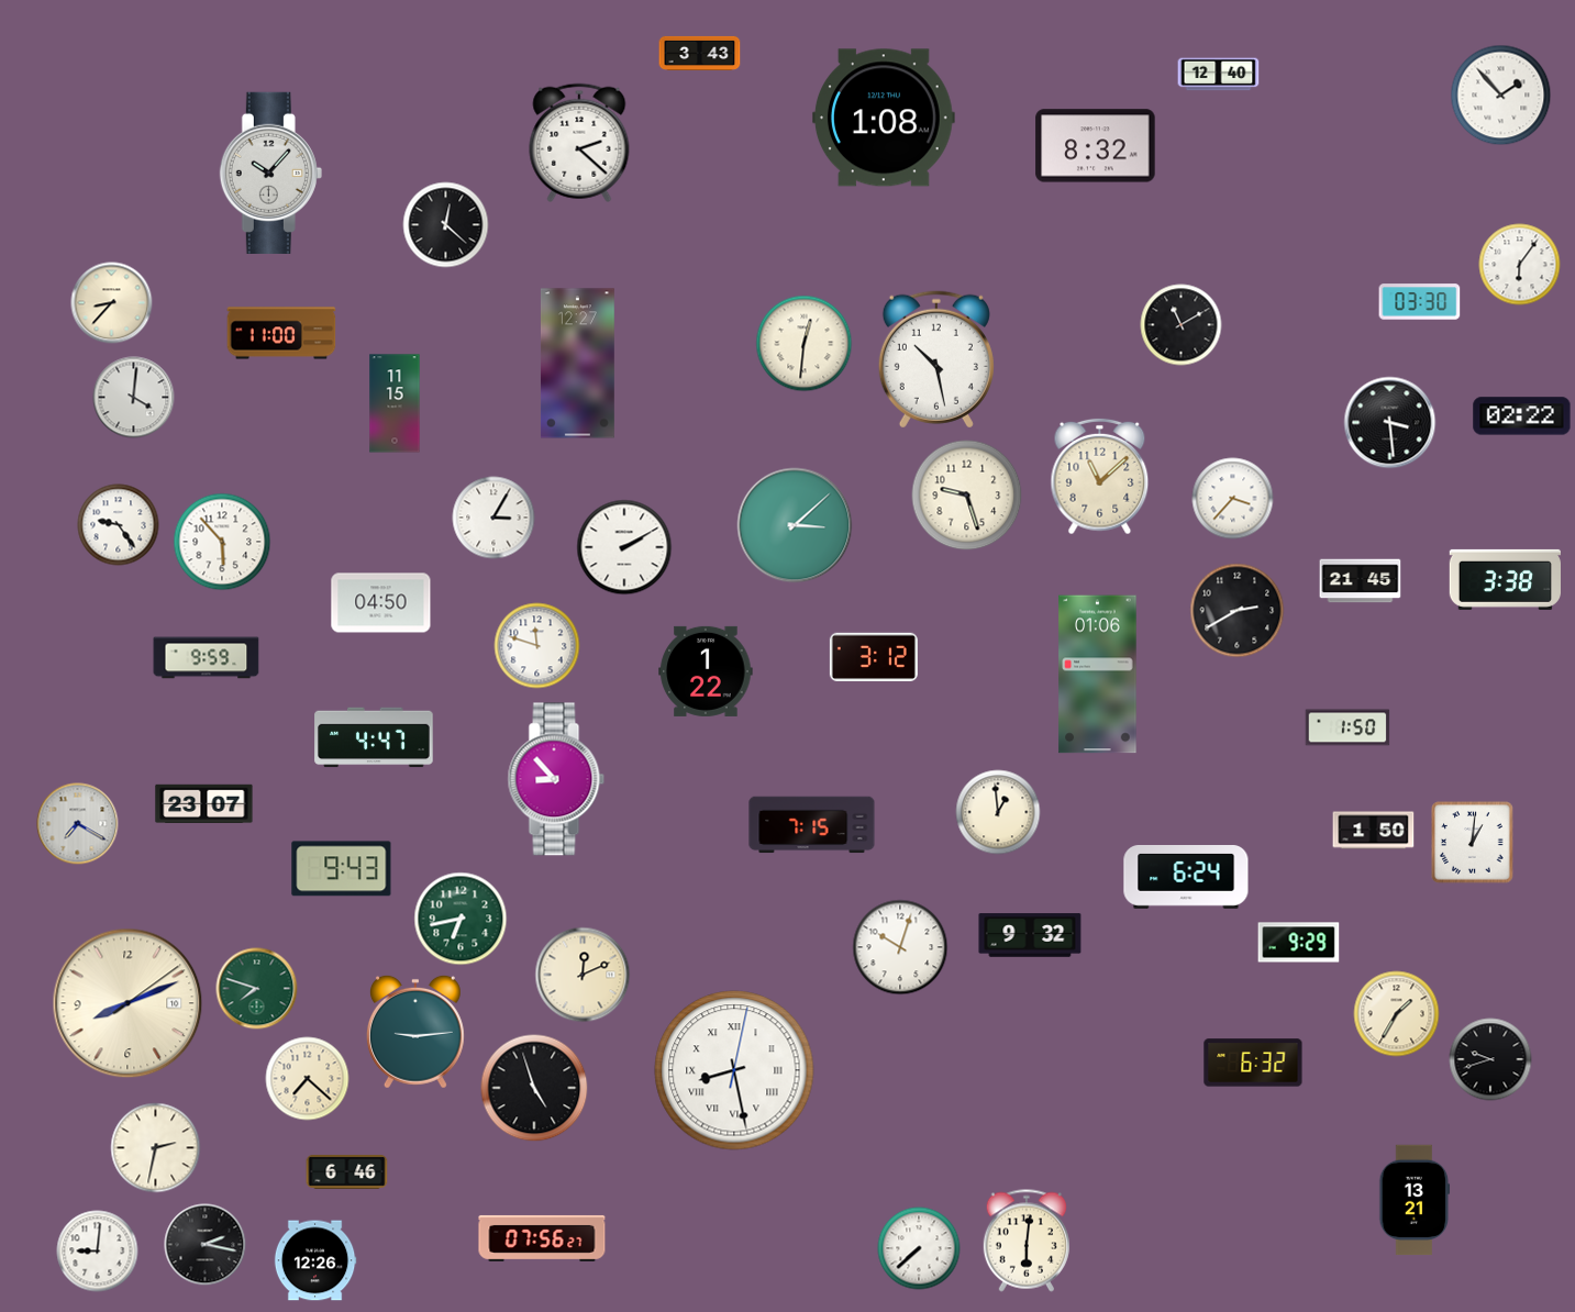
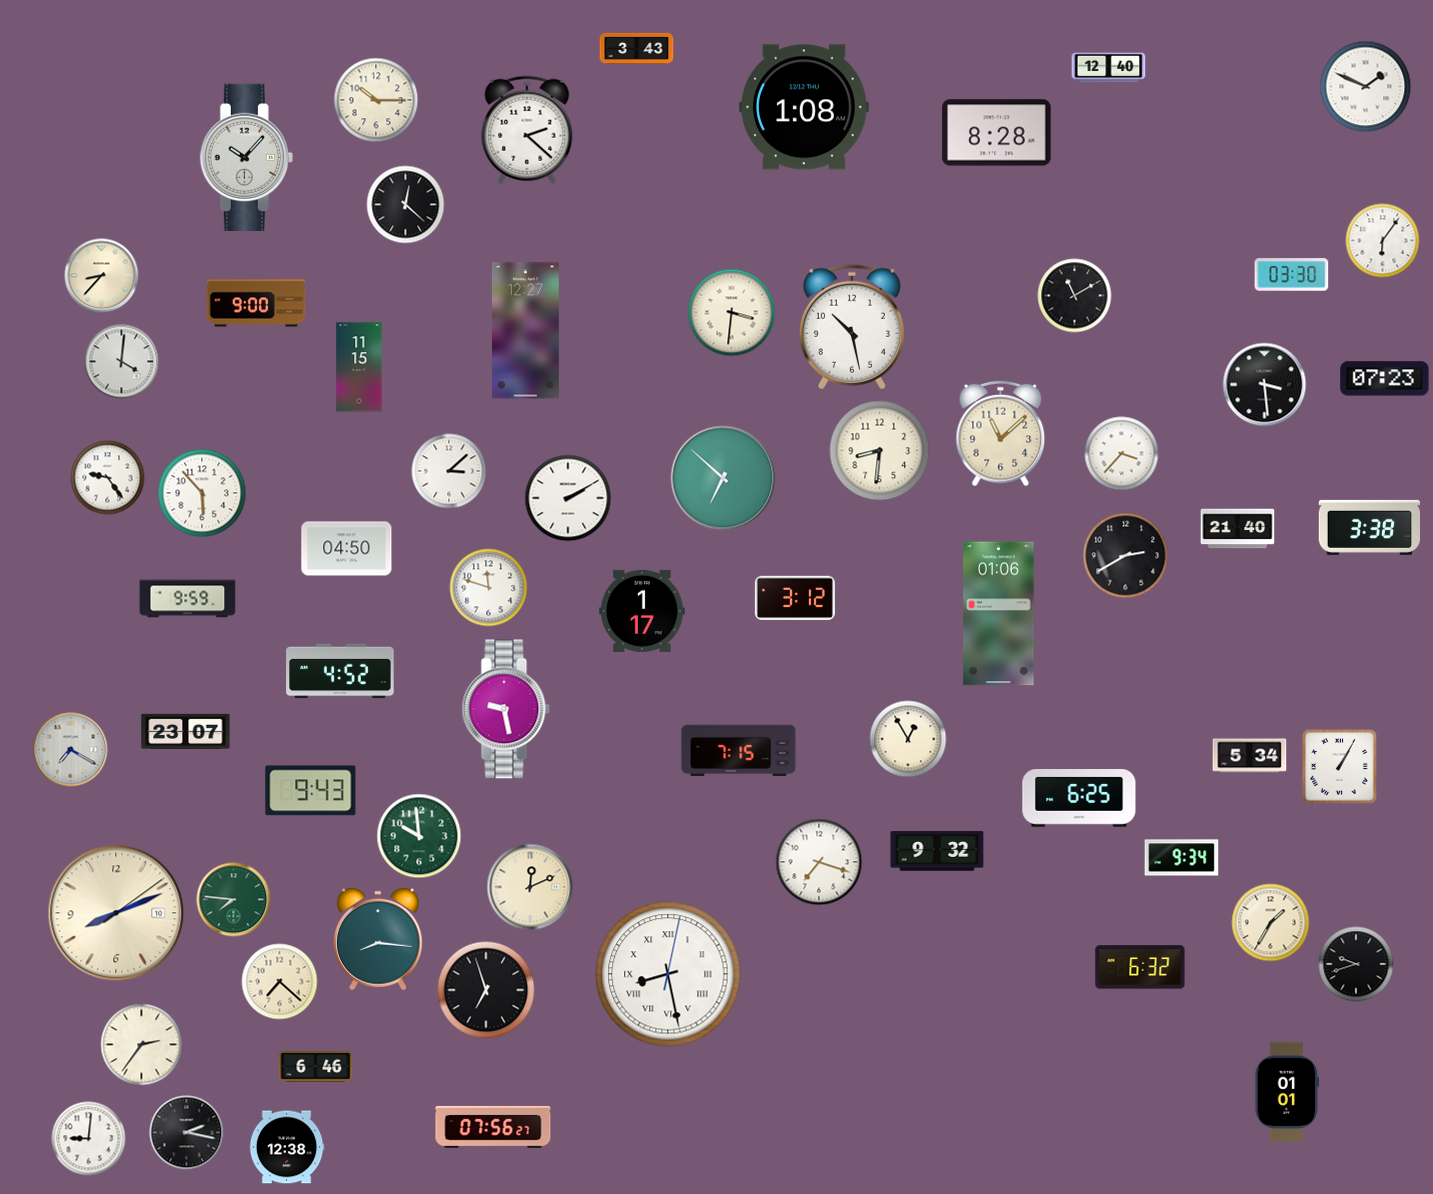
clock at (1501, 96): 1:53 -> 1:49
clock at (376, 100): none -> 10:15
clock at (1096, 146): 8:32 -> 8:28
clock at (281, 333): 11:00 -> 9:00
clock at (805, 344): 12:31 -> 3:31
clock at (1522, 416): 02:22 -> 07:23
clock at (967, 496): 9:27 -> 8:31
clock at (493, 518): 3:05 -> 3:08
clock at (795, 525): 3:08 -> 6:52
clock at (1361, 581): 21:45 -> 21:40
clock at (706, 671): 1:22 -> 1:17
clock at (1347, 727): 1:50 -> none
clock at (374, 737): 4:47 -> 4:52
clock at (556, 779): 8:53 -> 9:28
clock at (998, 812): 12:59 -> 12:55
clock at (1374, 831): 1:50 -> 5:34
clock at (1473, 843): 1:01 -> 1:05
clock at (1186, 878): 6:24 -> 6:25
clock at (461, 919): 6:43 -> 9:59
clock at (1299, 943): 9:29 -> 9:34
clock at (900, 947): 10:03 -> 7:18
clock at (257, 989): 7:48 -> 7:46
clock at (415, 1032): 9:14 -> 8:16
clock at (534, 1088): 4:57 -> 6:57
clock at (156, 1148): 2:32 -> 2:36
clock at (1415, 1200): 13:21 -> 01:01
clock at (1025, 1241): 6:01 -> none
clock at (919, 1248): 7:38 -> none
clock at (315, 1260): 12:26 -> 12:38
